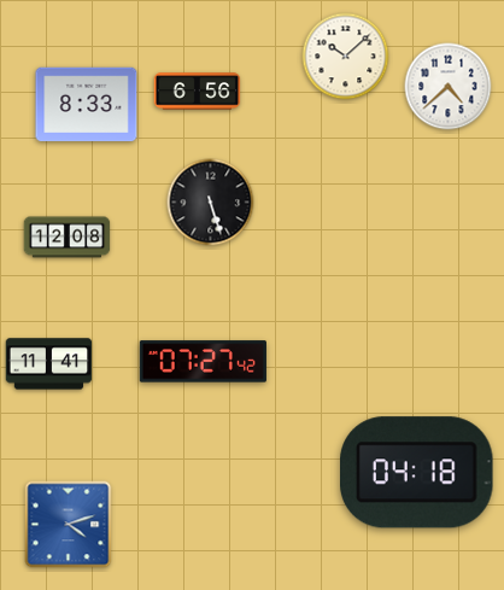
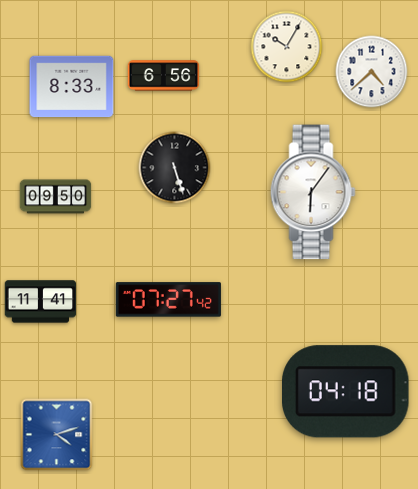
clock at (346, 57): 10:08 -> 10:05
clock at (313, 192): none -> 6:06
clock at (68, 238): 12:08 -> 09:50
